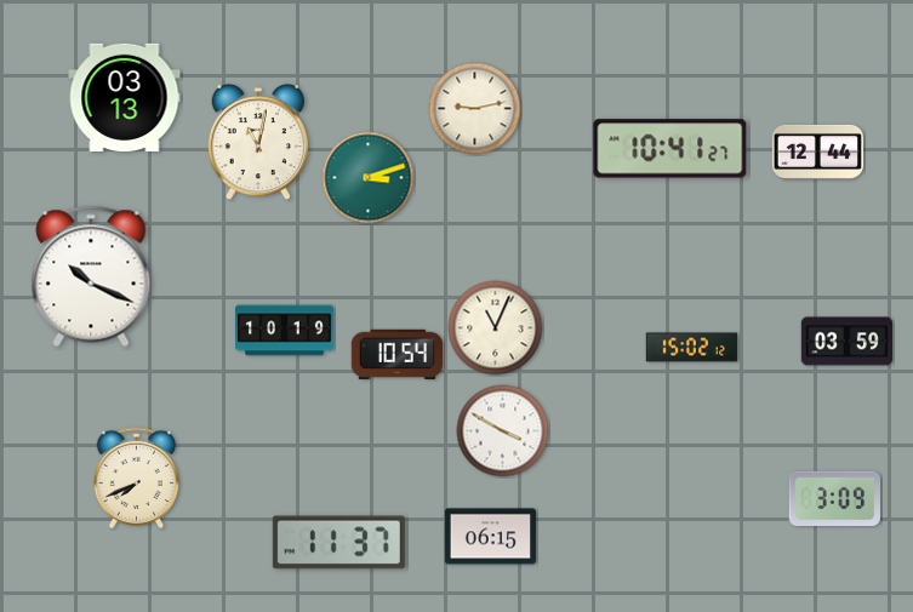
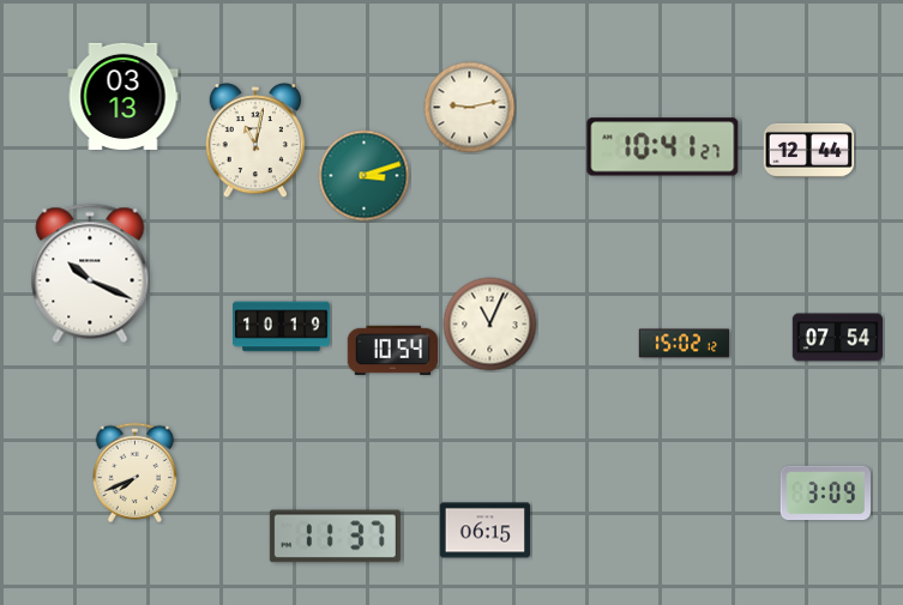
clock at (848, 342): 03:59 -> 07:54
clock at (503, 431): 3:50 -> none
